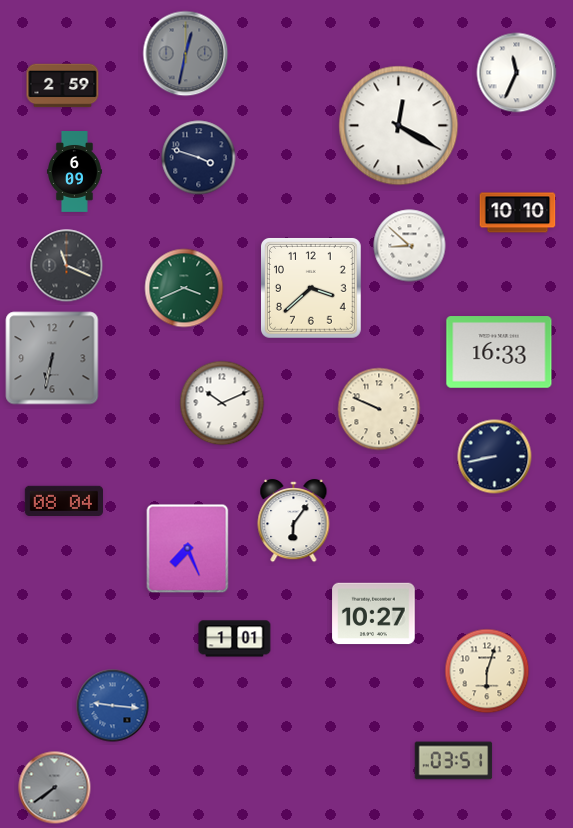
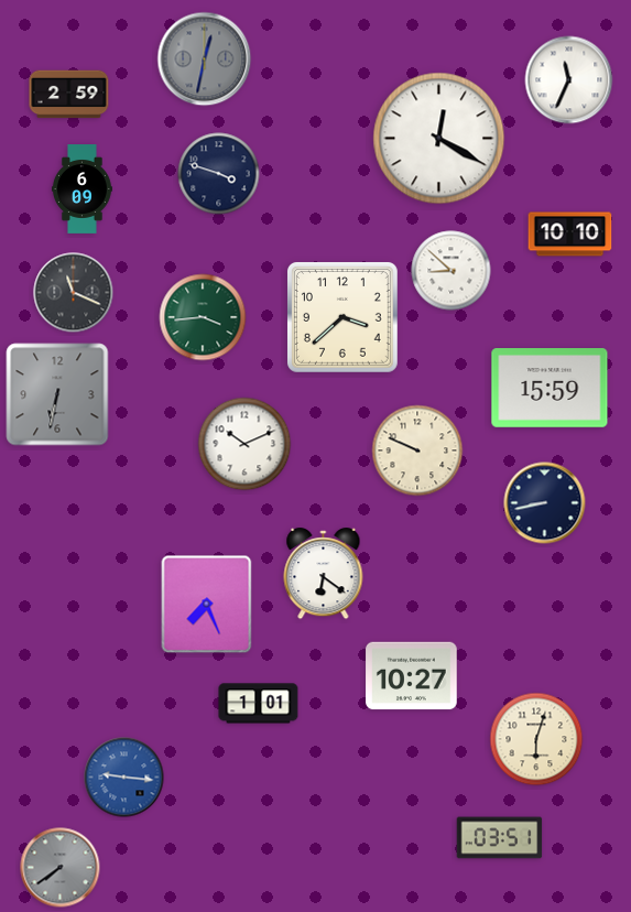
clock at (184, 288): 3:41 -> 3:44
clock at (499, 352): 16:33 -> 15:59
clock at (63, 500): 08:04 -> none
clock at (294, 522): 6:06 -> 6:21
